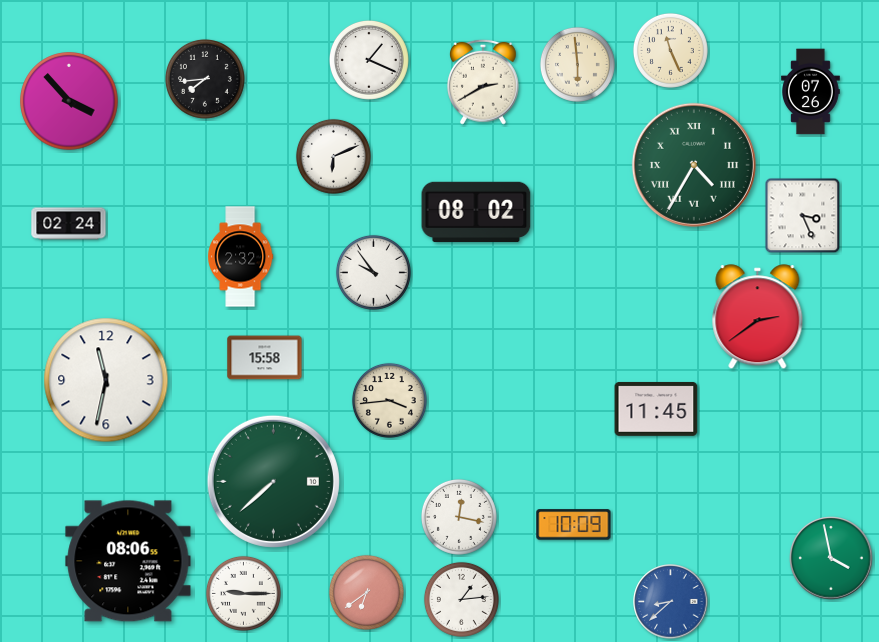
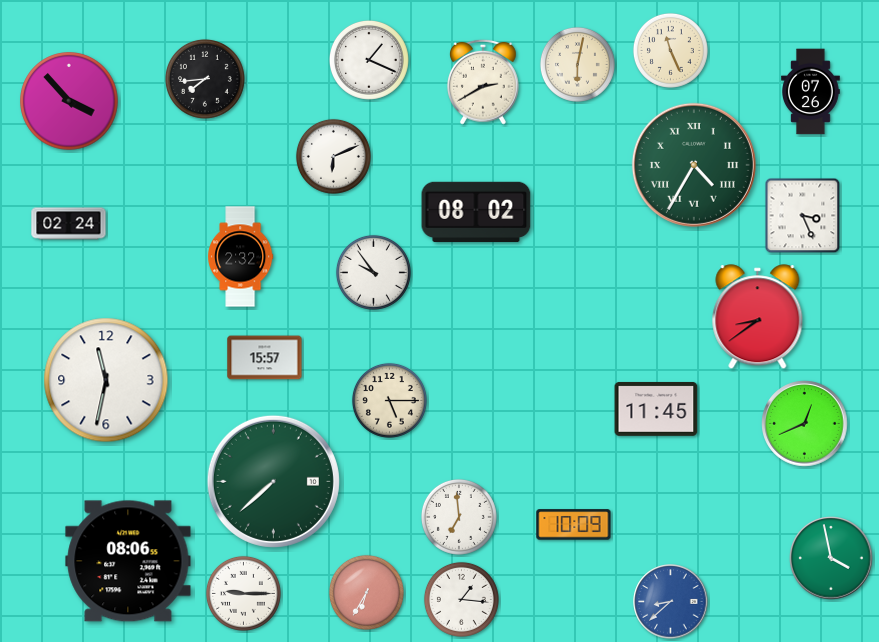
clock at (577, 64): 5:59 -> 6:02
clock at (758, 317): 2:39 -> 8:39
clock at (265, 358): 15:58 -> 15:57
clock at (389, 400): 3:44 -> 5:15
clock at (805, 424): none -> 12:41
clock at (459, 517): 12:17 -> 6:59
clock at (366, 592): 6:39 -> 6:35
clock at (461, 599): 1:14 -> 1:16
